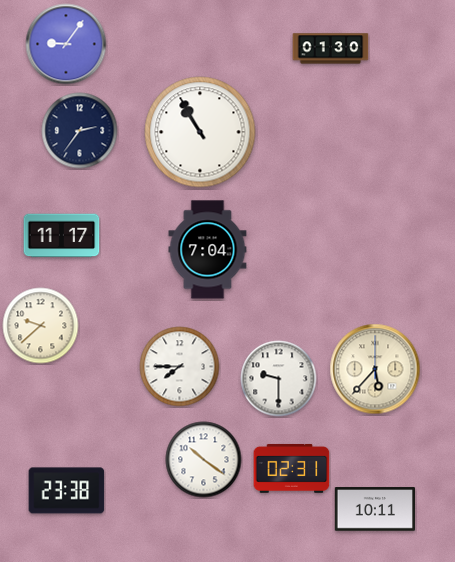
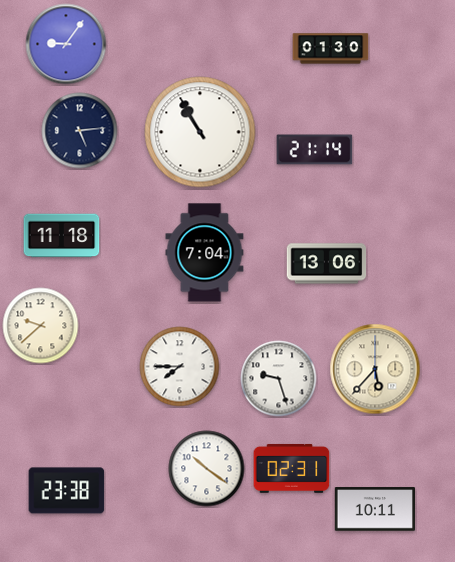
clock at (80, 131): 2:36 -> 5:14
clock at (315, 150): none -> 21:14
clock at (62, 236): 11:17 -> 11:18
clock at (208, 250) position: (208, 250) -> (205, 253)
clock at (327, 264): none -> 13:06
clock at (279, 379): 9:30 -> 9:27
clock at (204, 460) position: (204, 460) -> (207, 469)
